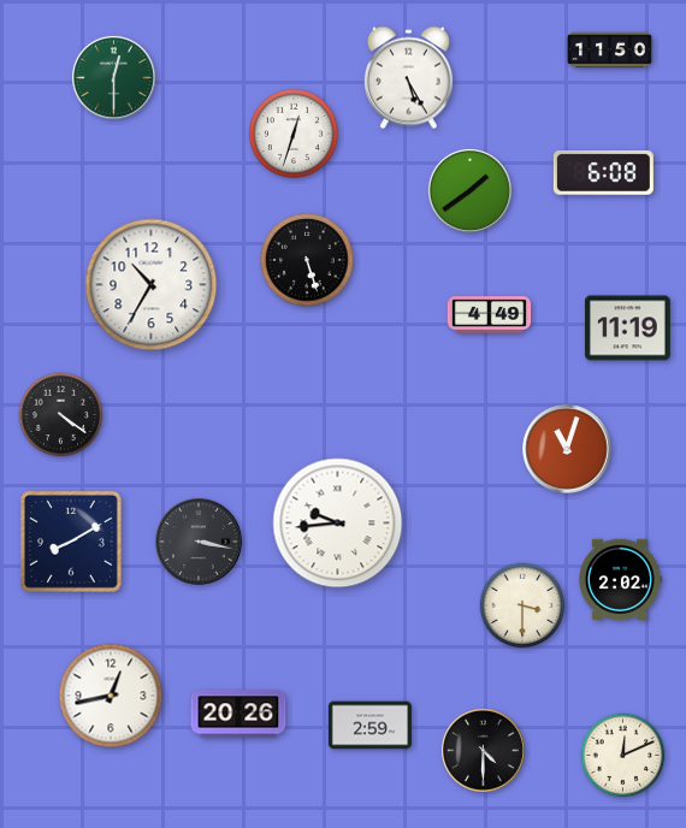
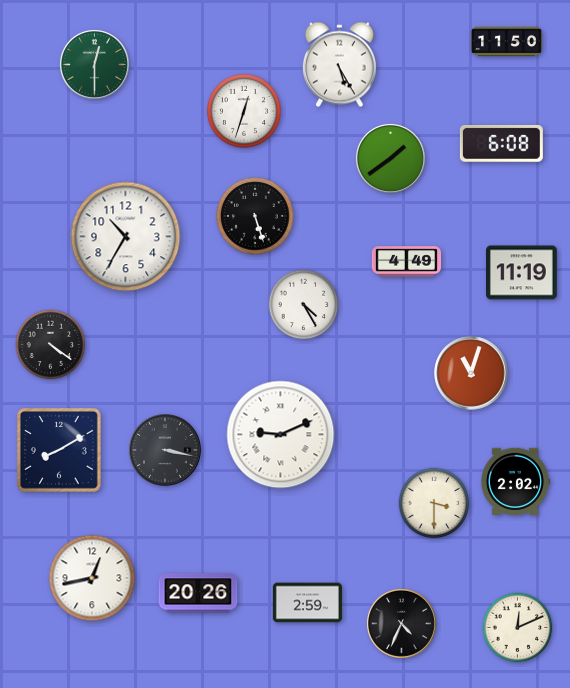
clock at (304, 305): none -> 4:25
clock at (338, 524): 9:44 -> 9:11
clock at (483, 750): 4:30 -> 4:34
